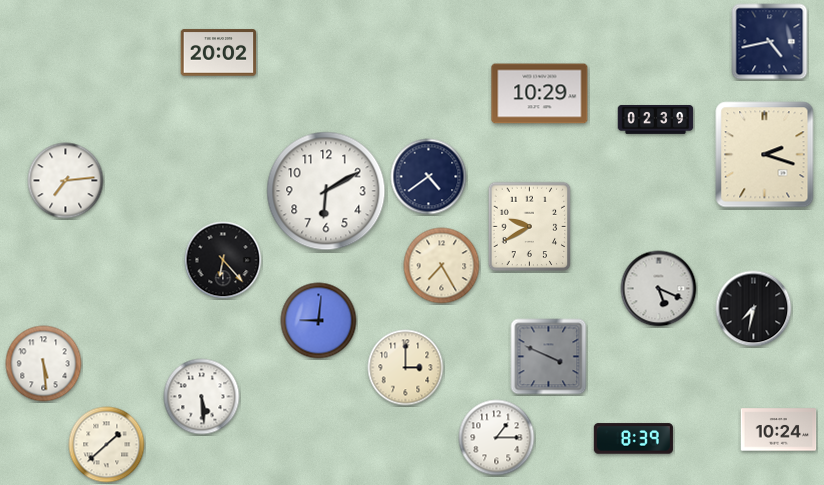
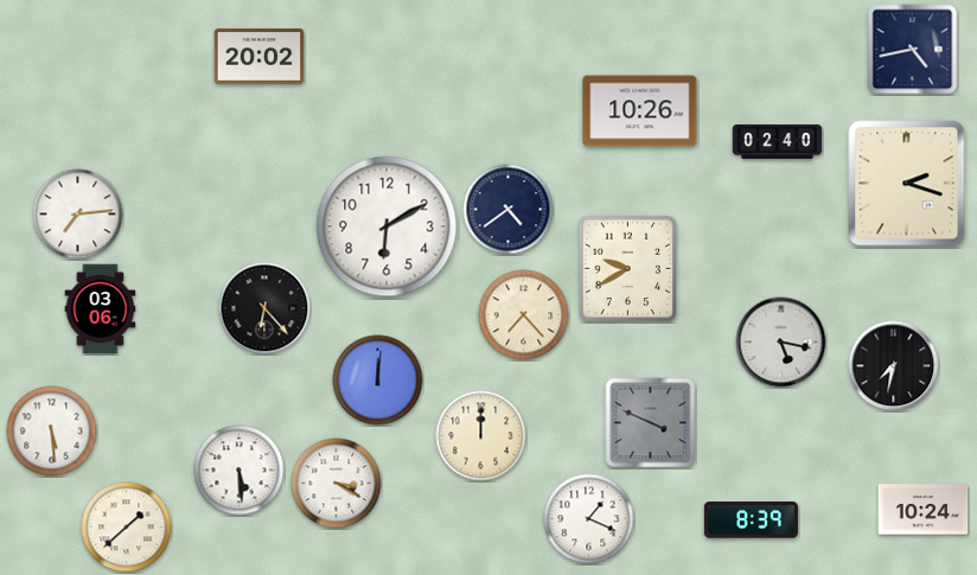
clock at (219, 53) position: (219, 53) -> (260, 57)
clock at (540, 94): 10:29 -> 10:26
clock at (656, 120): 02:39 -> 02:40
clock at (101, 309): none -> 03:06
clock at (442, 266): 7:25 -> 7:23
clock at (659, 289): 5:19 -> 5:17
clock at (319, 321): 9:01 -> 12:01
clock at (406, 368): 3:00 -> 12:00
clock at (337, 484): none -> 3:20
clock at (497, 438): 1:15 -> 1:19
